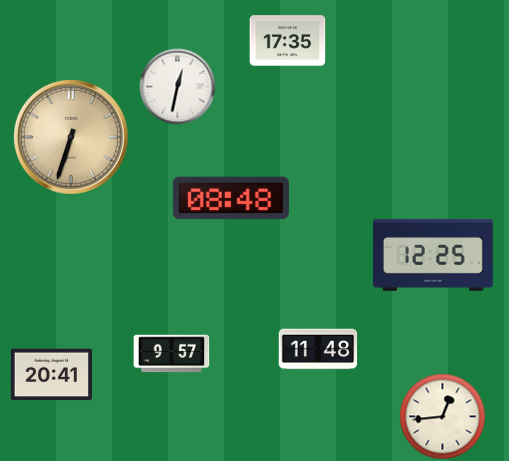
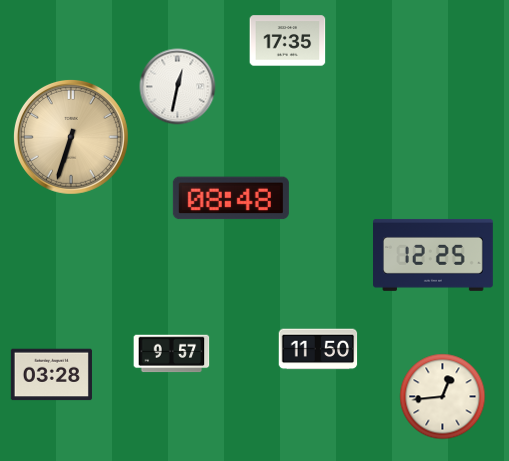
clock at (318, 349): 11:48 -> 11:50
clock at (51, 375): 20:41 -> 03:28
clock at (443, 417) position: (443, 417) -> (443, 397)
